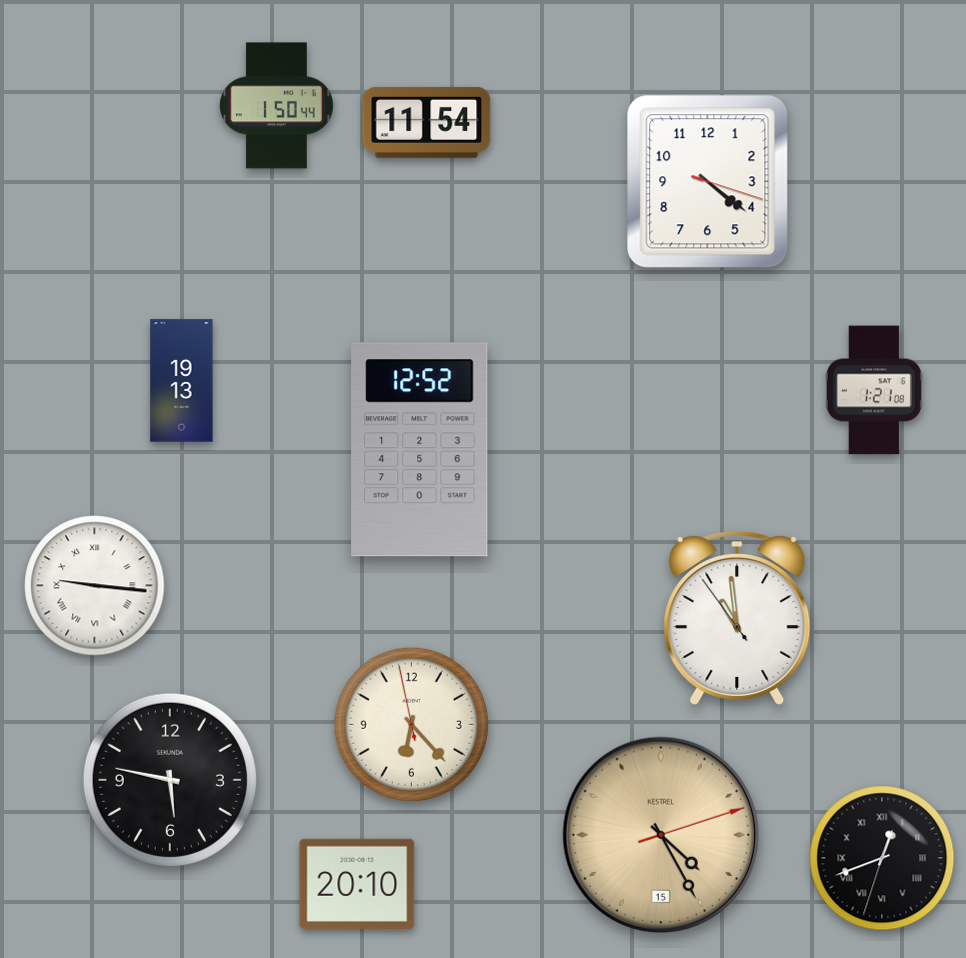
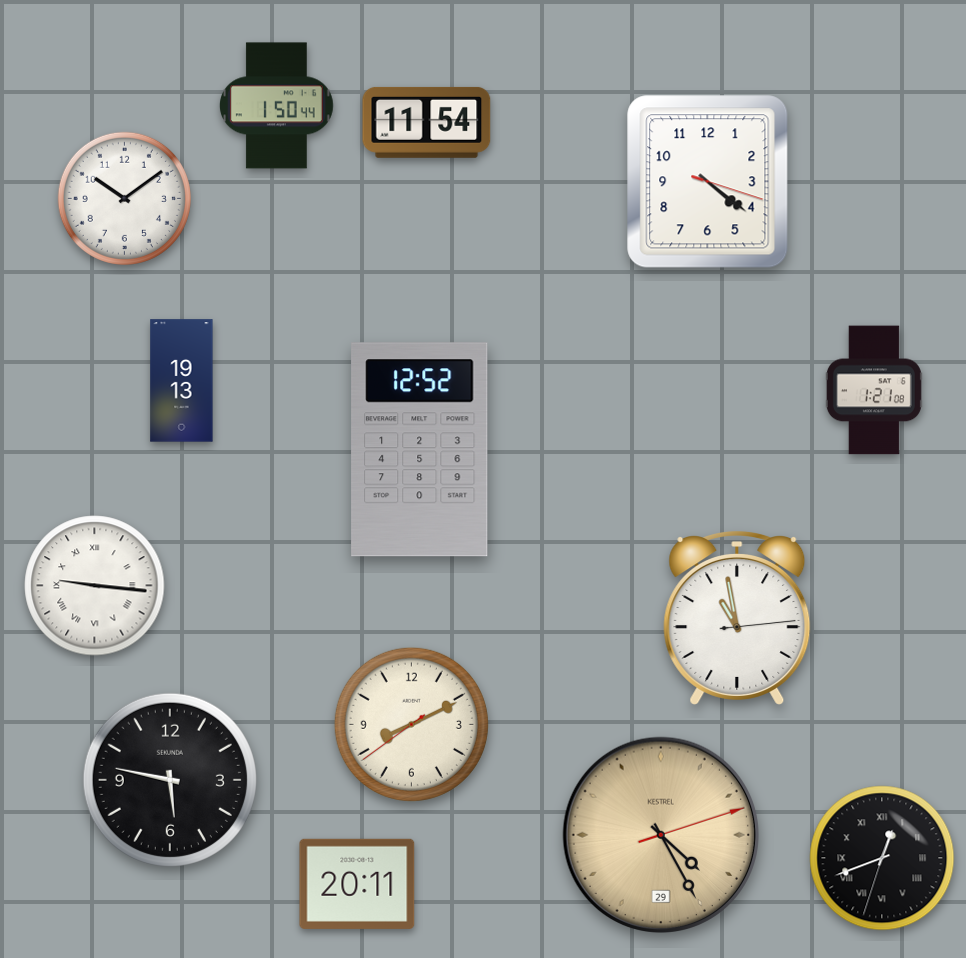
clock at (124, 198): none -> 10:09
clock at (737, 619): 10:58:54 -> 10:58:14
clock at (411, 724): 6:22 -> 8:10
clock at (660, 834) date: 15 -> 29
clock at (357, 884): 20:10 -> 20:11
